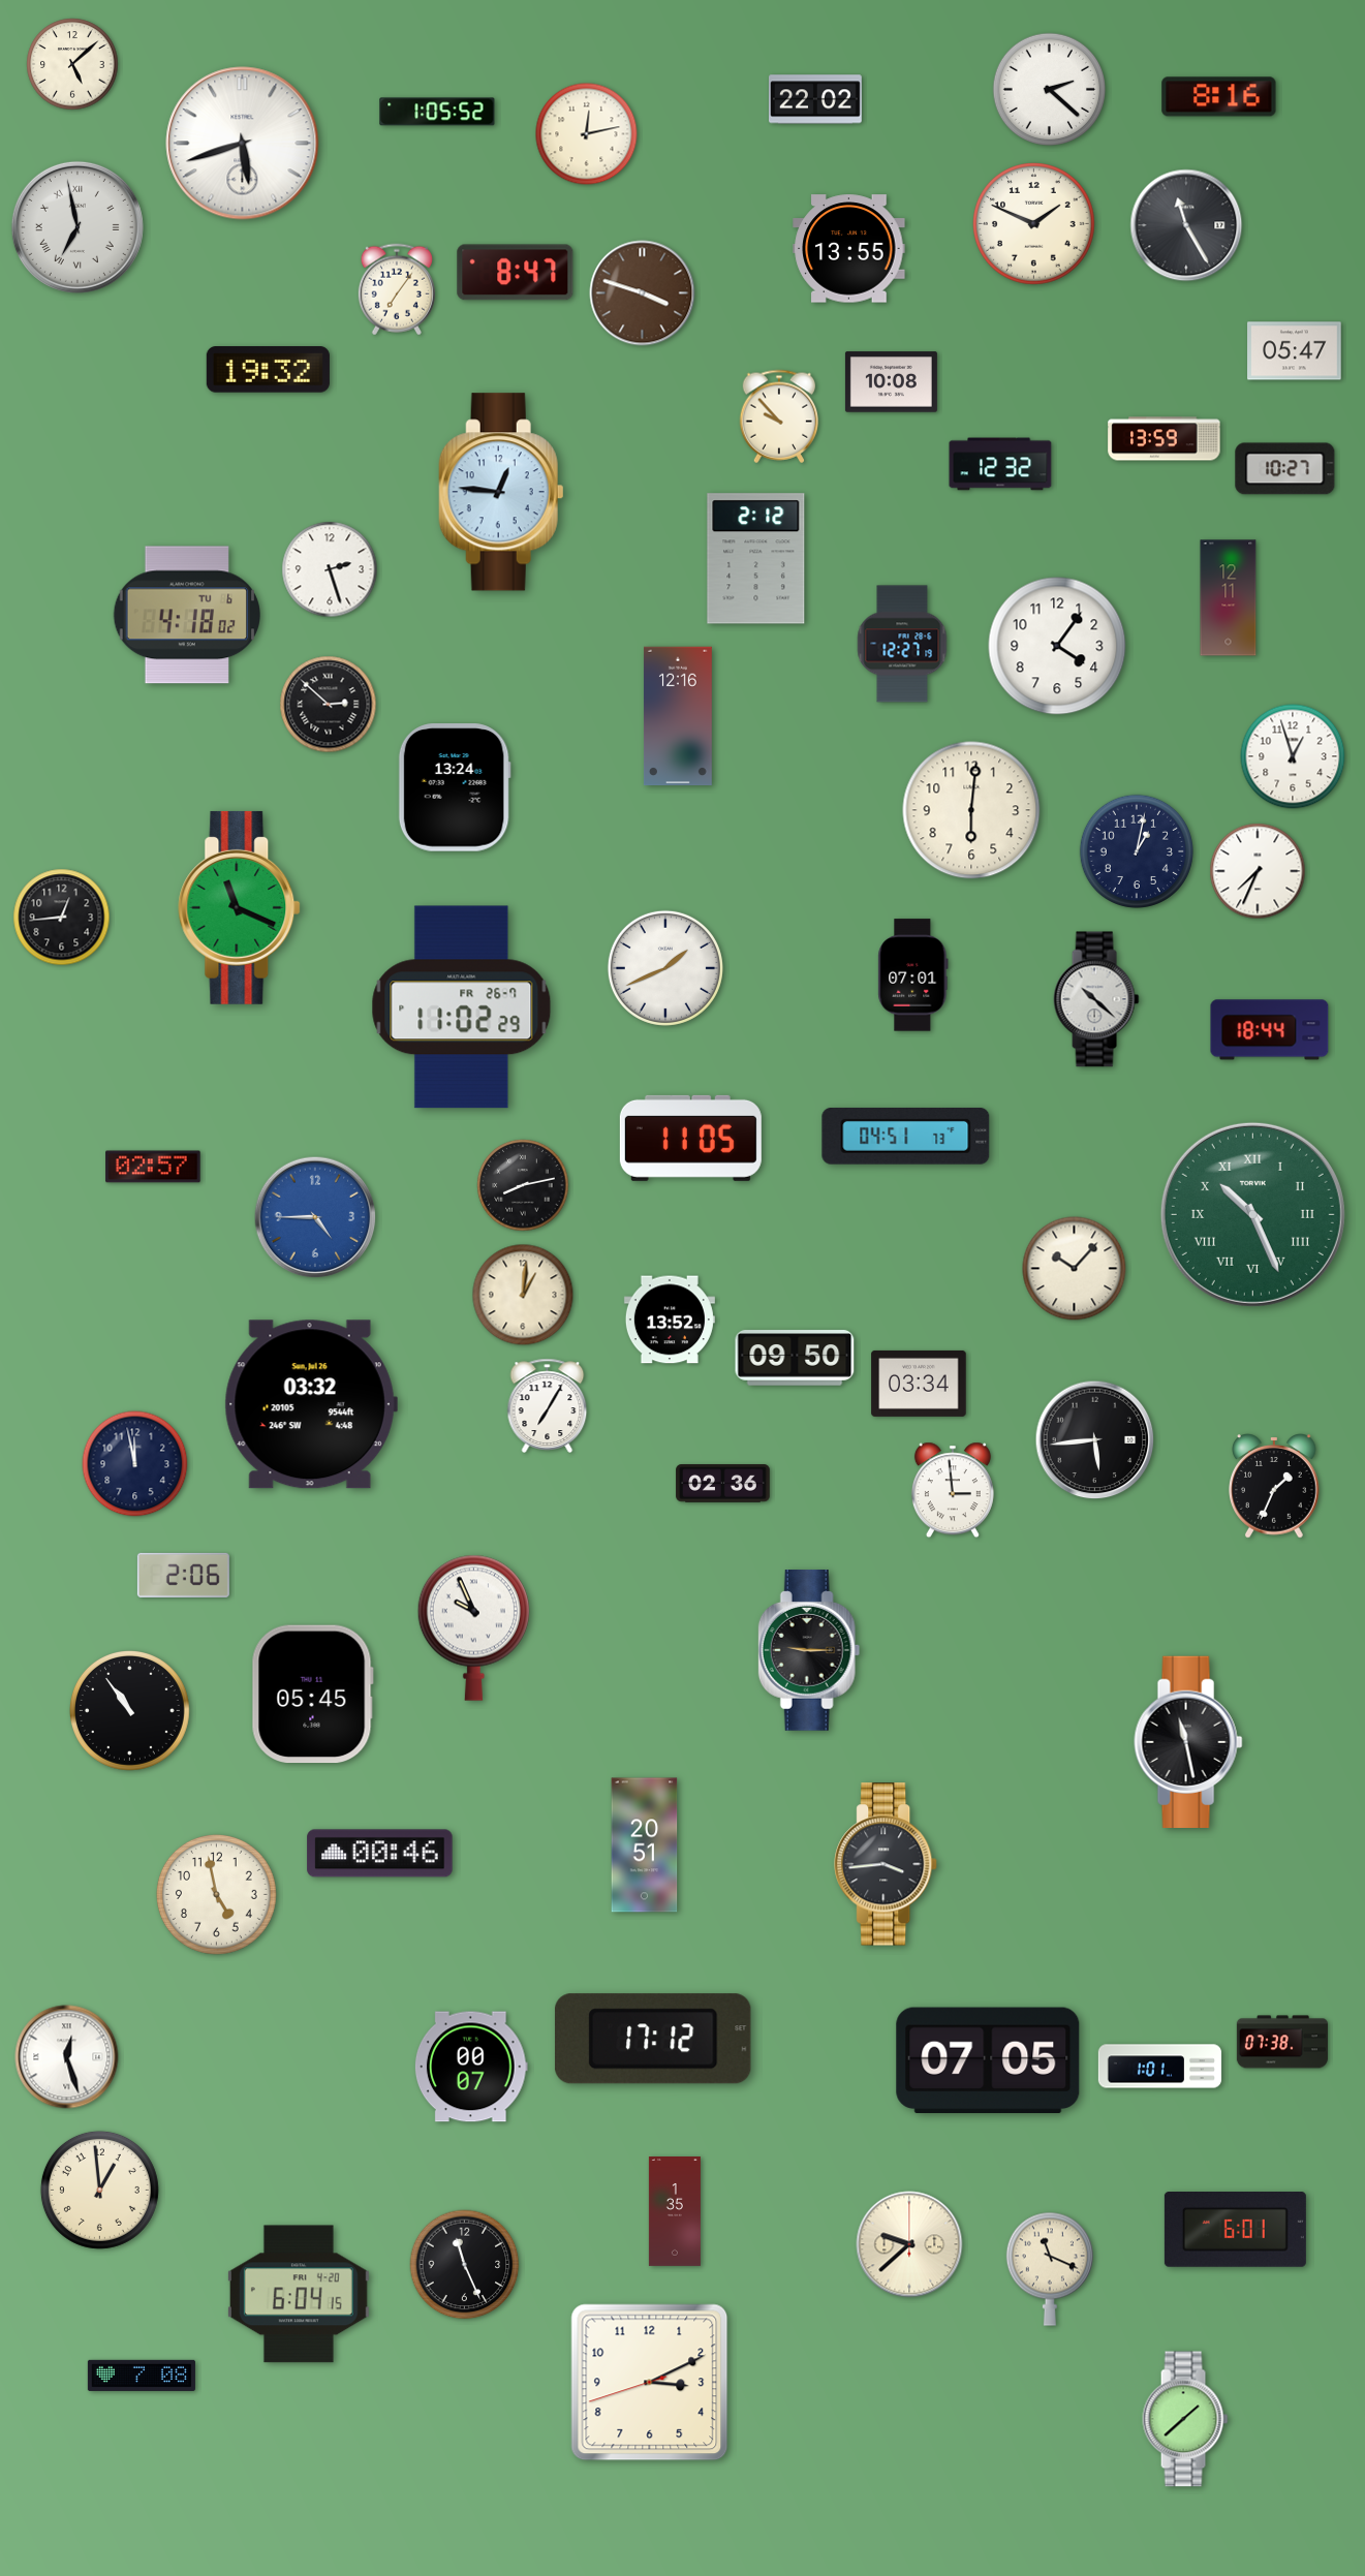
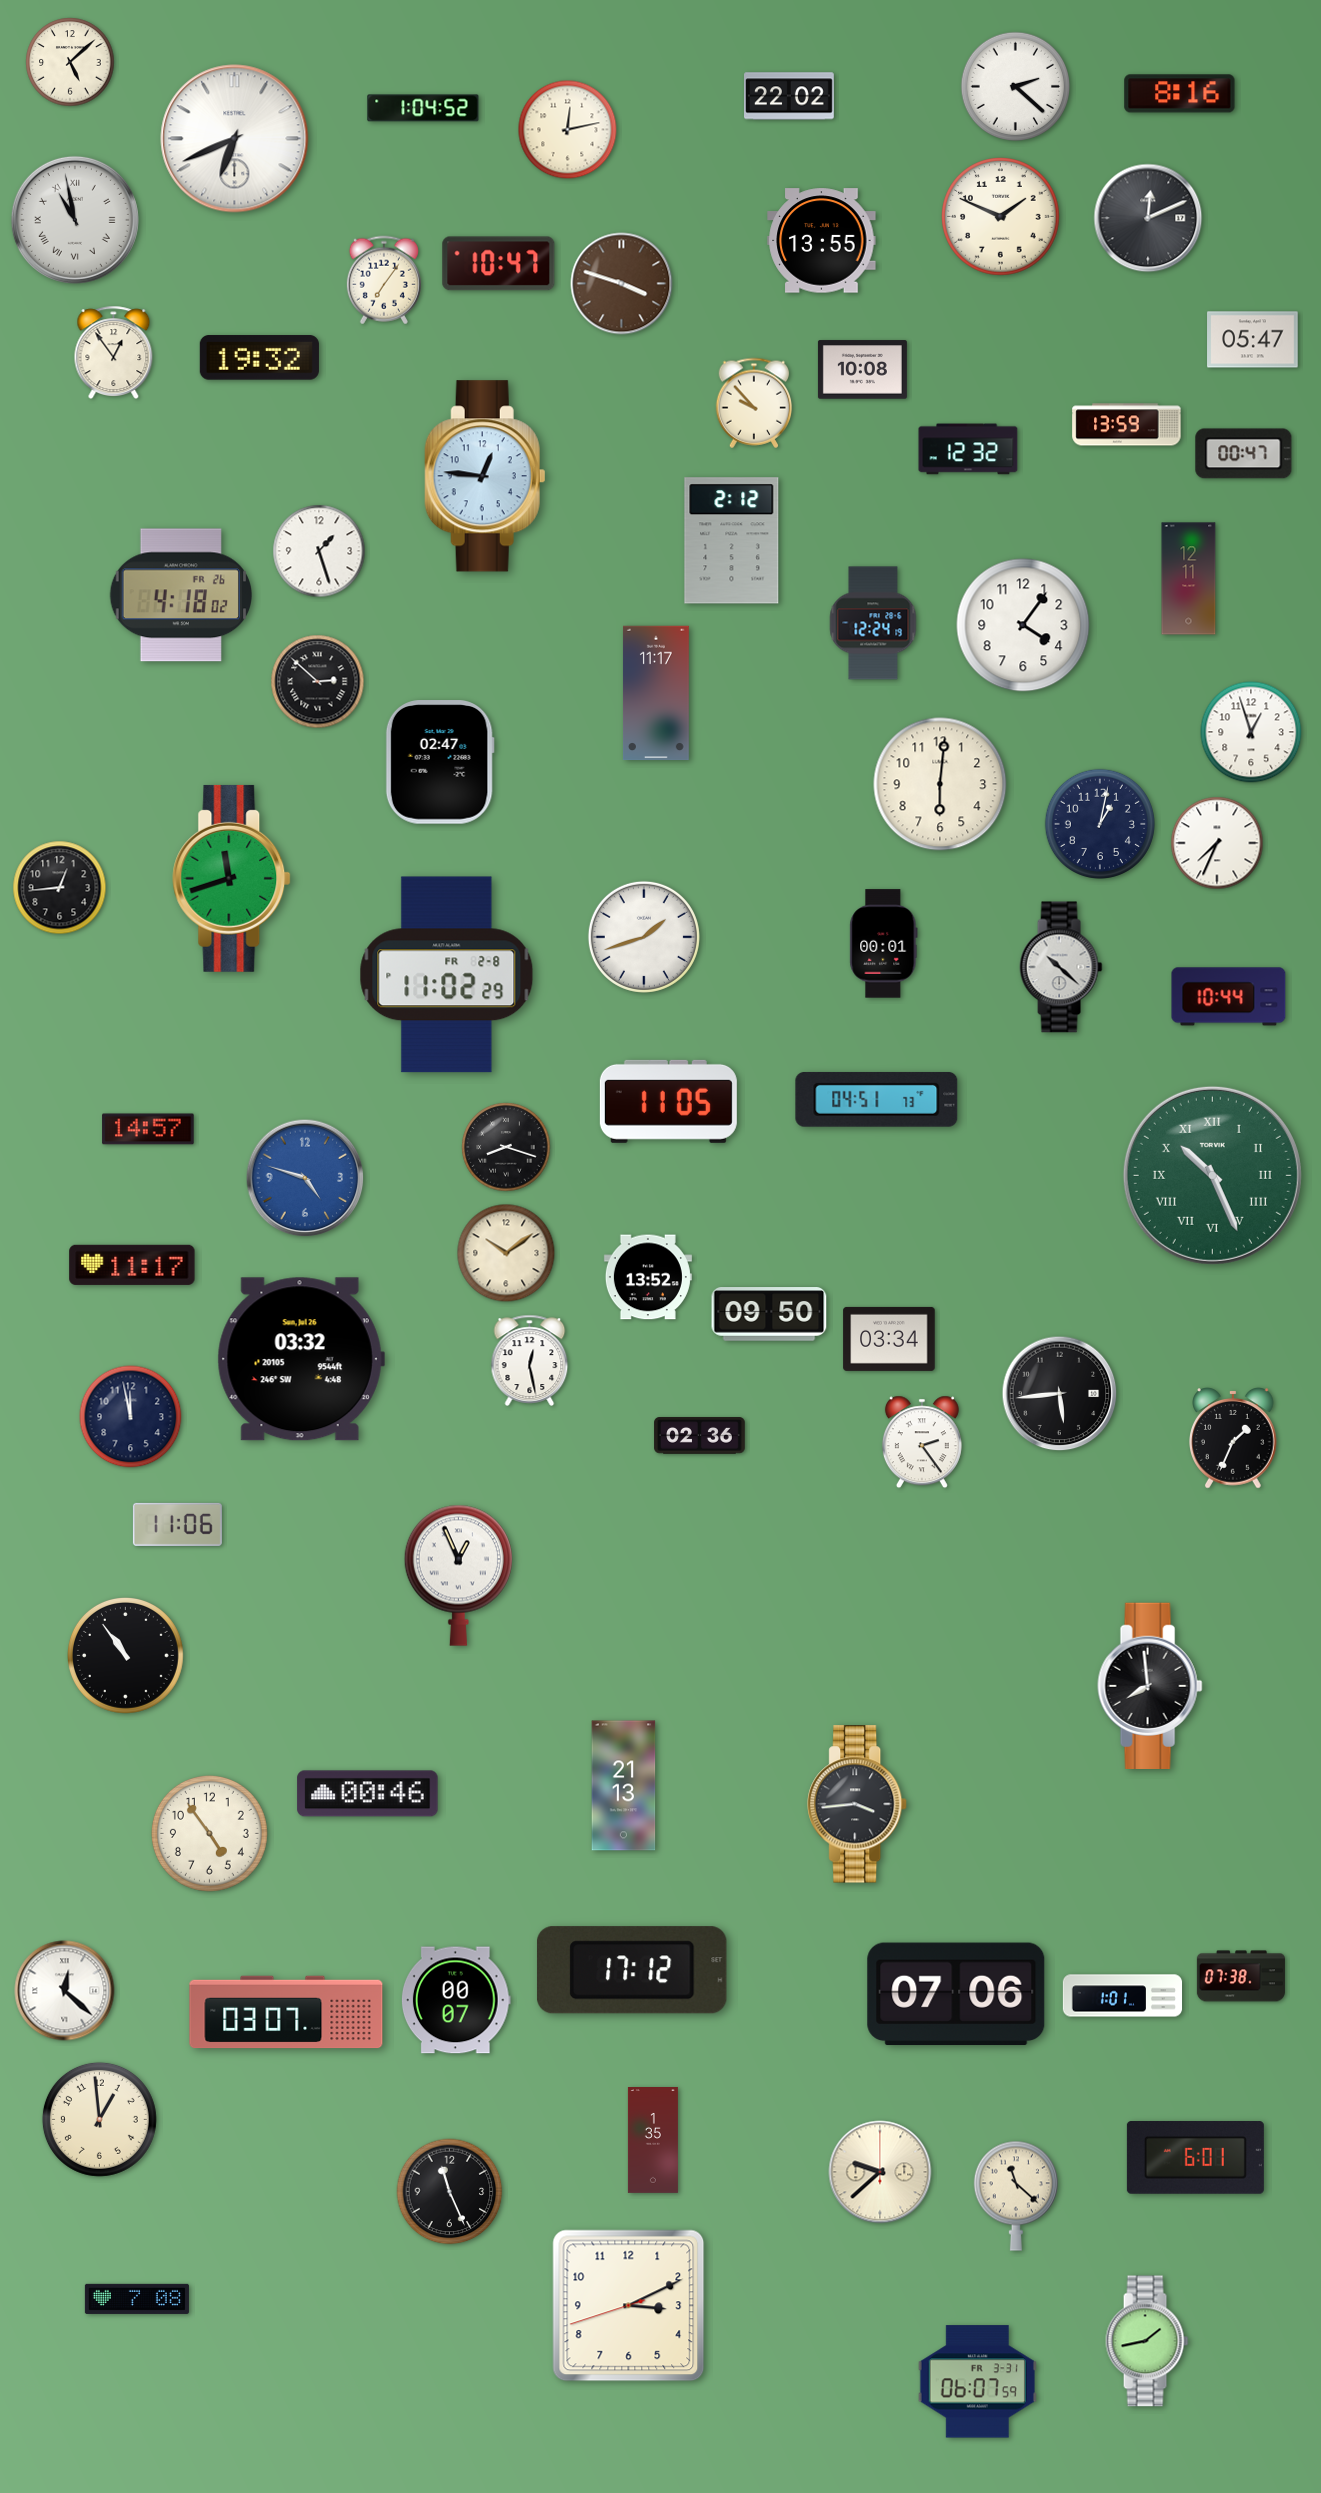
clock at (437, 112): 1:05 -> 1:04
clock at (243, 144): 5:42 -> 6:41
clock at (1186, 225): 11:25 -> 12:11
clock at (77, 227): 6:58 -> 10:58
clock at (516, 273): 8:47 -> 10:47
clock at (114, 352): none -> 12:54
clock at (1285, 469): 10:27 -> 00:47
clock at (330, 569): 2:27 -> 1:27
clock at (187, 615) date: TU 6 -> FR 26
clock at (902, 644): 12:27 -> 12:24
clock at (678, 716): 12:16 -> 11:17
clock at (455, 787): 13:24 -> 02:47
clock at (240, 907): 11:19 -> 11:42
clock at (665, 968): 1:41 -> 1:42
clock at (913, 975): 07:01 -> 00:01
clock at (462, 1007) date: FR 26-7 -> FR 2-8
clock at (1270, 1030): 18:44 -> 10:44
clock at (153, 1167): 02:57 -> 14:57
clock at (523, 1185): 8:13 -> 8:18
clock at (315, 1217): 4:45 -> 4:48
clock at (1075, 1269): 10:07 -> none
clock at (523, 1295): 1:01 -> 10:09
clock at (132, 1265): none -> 11:17
clock at (548, 1405): 7:05 -> 12:28
clock at (953, 1490): 2:59 -> 2:24
clock at (183, 1575): 2:06 -> 11:06
clock at (473, 1627): 9:56 -> 12:56
clock at (809, 1650): 9:15 -> none
clock at (312, 1695): 05:45 -> none
clock at (1188, 1741): 11:28 -> 7:59
clock at (645, 1845): 20:51 -> 21:13
clock at (216, 1894): 4:58 -> 4:54
clock at (653, 2039) position: (653, 2039) -> (632, 1970)
clock at (67, 2057): 12:27 -> 12:22
clock at (988, 2060): 07:05 -> 07:06
clock at (1160, 2067) position: (1160, 2067) -> (1123, 1996)
clock at (286, 2012): none -> 03:07
clock at (99, 2190) position: (99, 2190) -> (99, 2119)
clock at (1050, 2269): 11:19 -> 11:22
clock at (299, 2294): 6:04 -> none
clock at (1185, 2419): 1:38 -> 1:43
clock at (977, 2382): none -> 06:07
